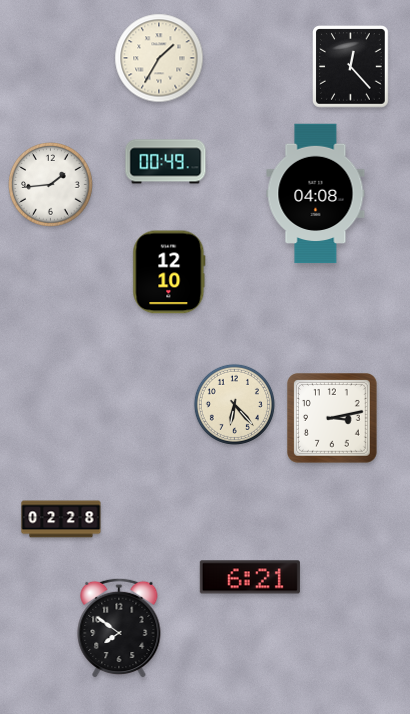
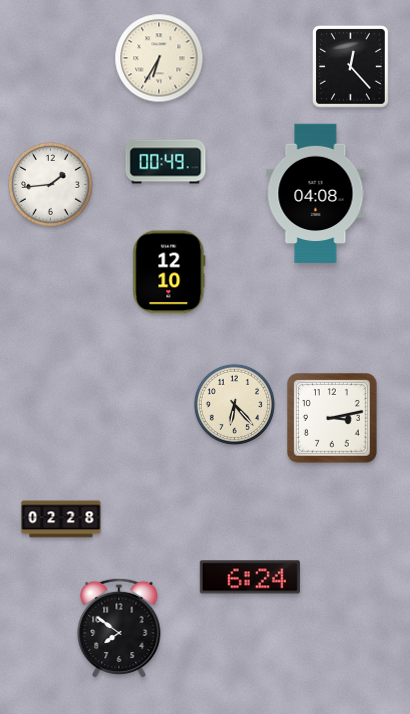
clock at (159, 58): 1:35 -> 6:35
clock at (250, 577): 6:21 -> 6:24
